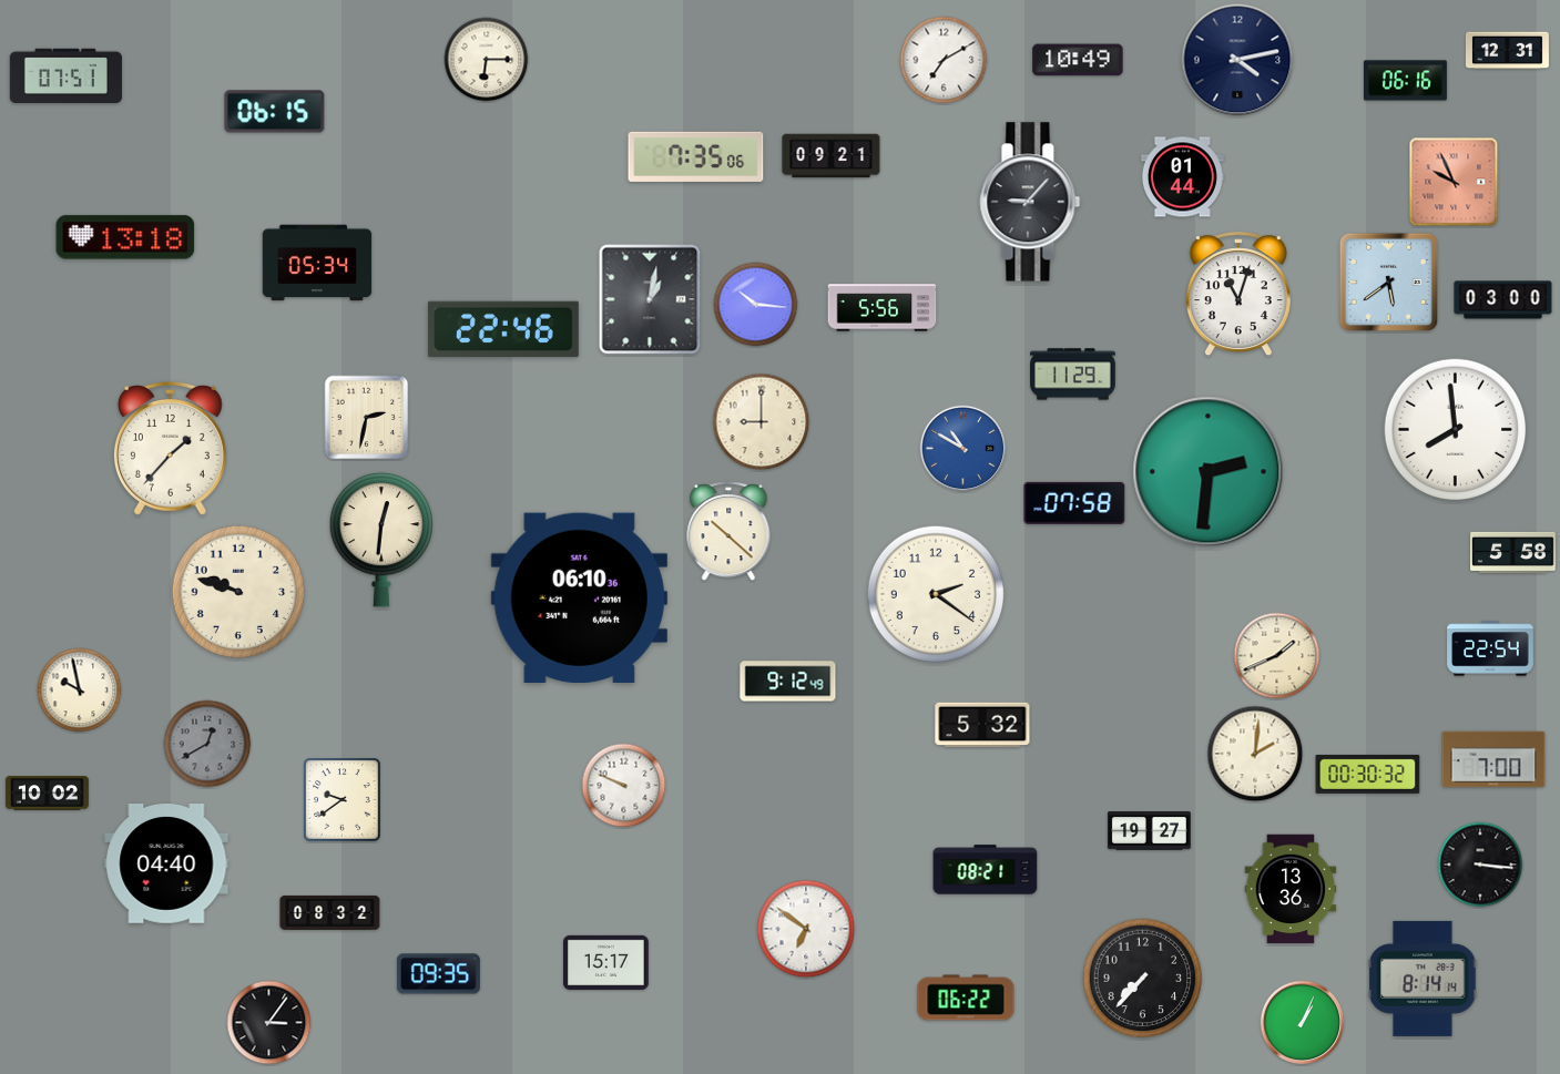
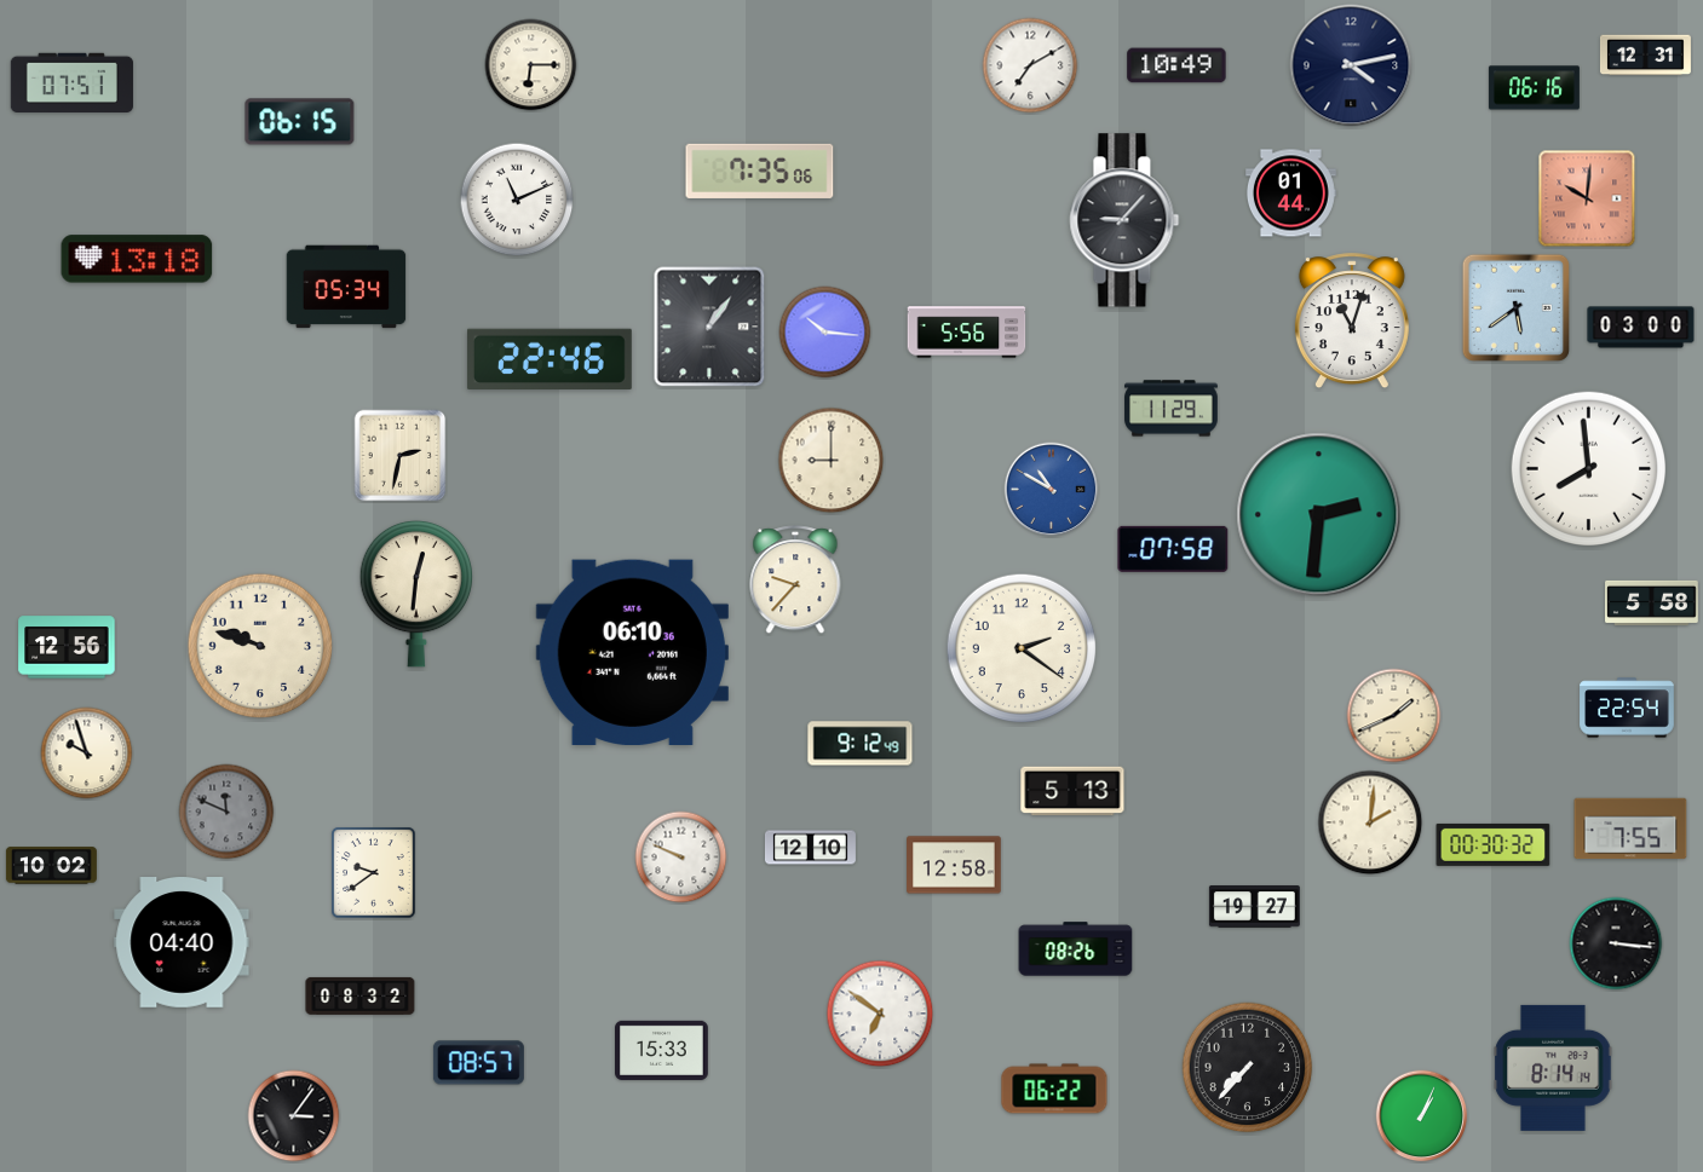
clock at (832, 156): 09:21 -> none
clock at (1454, 182): 9:56 -> 10:01
clock at (517, 200): none -> 11:11
clock at (650, 299): 1:02 -> 1:06
clock at (883, 308) position: (883, 308) -> (967, 333)
clock at (170, 449): 1:37 -> none
clock at (728, 532): 10:22 -> 9:37
clock at (380, 540) position: (380, 540) -> (415, 594)
clock at (67, 647): none -> 12:56
clock at (80, 691): 9:58 -> 9:57
clock at (982, 725): 5:32 -> 5:13
clock at (207, 744): 12:40 -> 11:49
clock at (1493, 759): 7:00 -> 7:55
clock at (810, 848): none -> 12:10
clock at (954, 865): none -> 12:58
clock at (986, 870): 08:21 -> 08:26
clock at (1291, 889): 13:36 -> none
clock at (606, 962): 15:17 -> 15:33
clock at (438, 974): 09:35 -> 08:57
